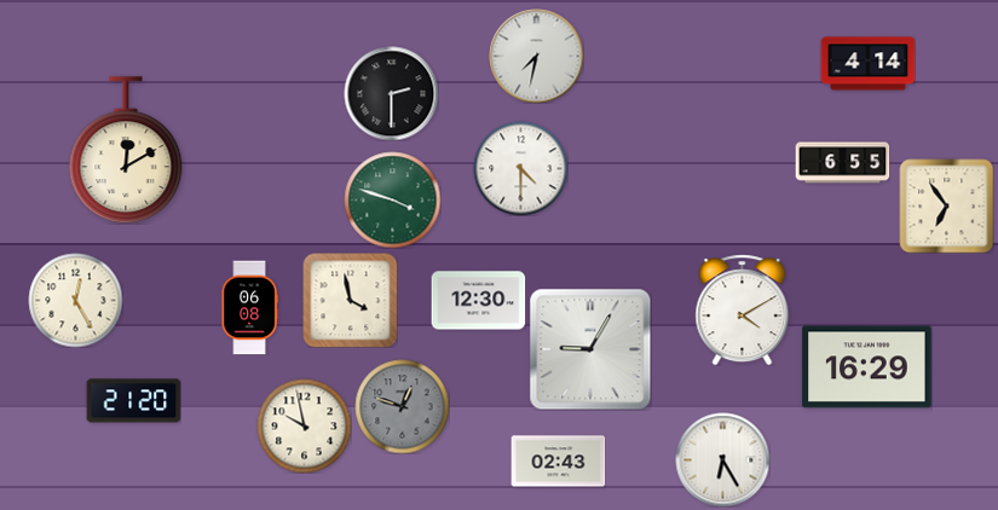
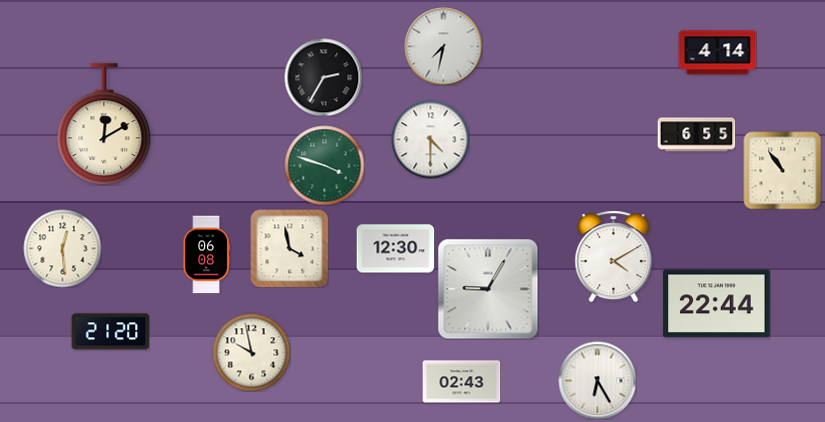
clock at (391, 93): 2:30 -> 2:35
clock at (946, 205): 6:54 -> 10:54
clock at (75, 300): 12:25 -> 12:29
clock at (867, 367): 16:29 -> 22:44
clock at (402, 406): 12:48 -> none
